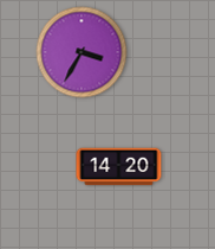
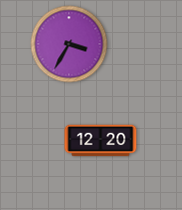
clock at (119, 167): 14:20 -> 12:20
